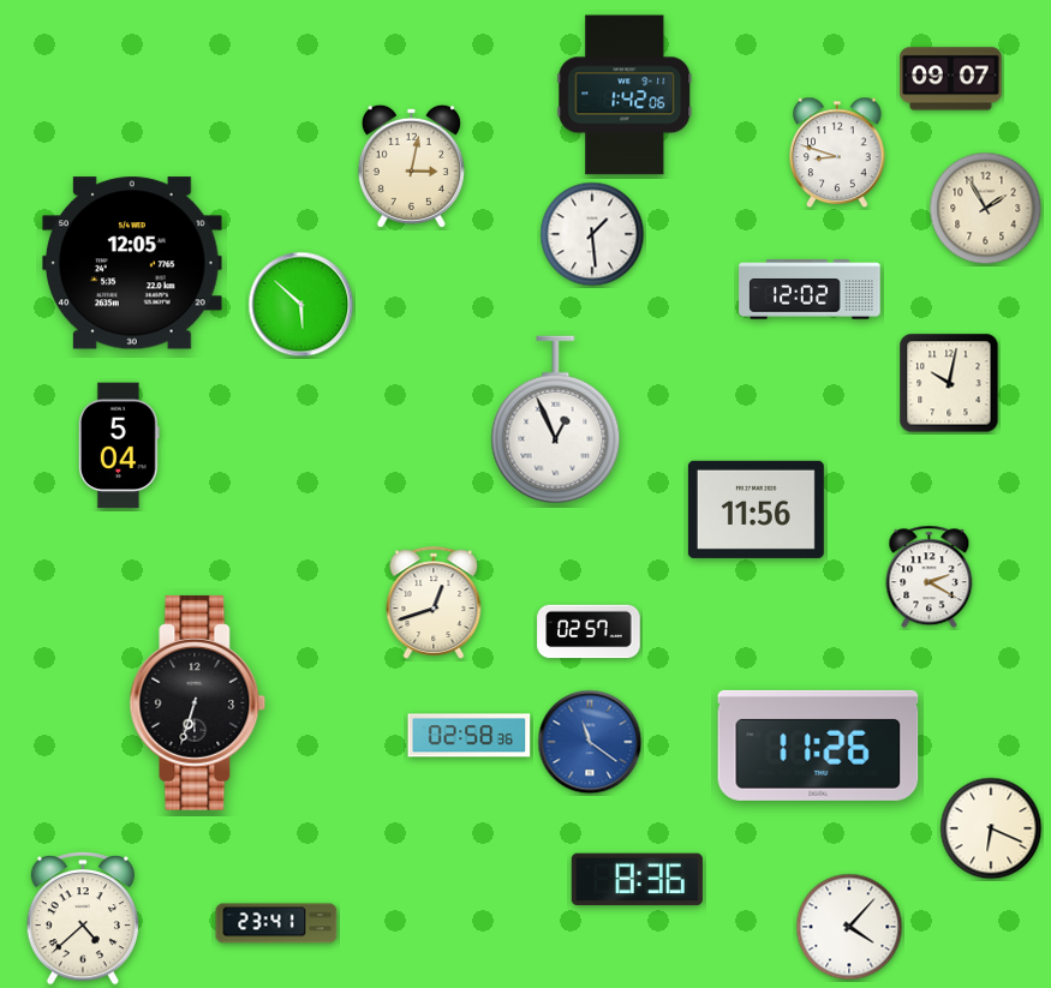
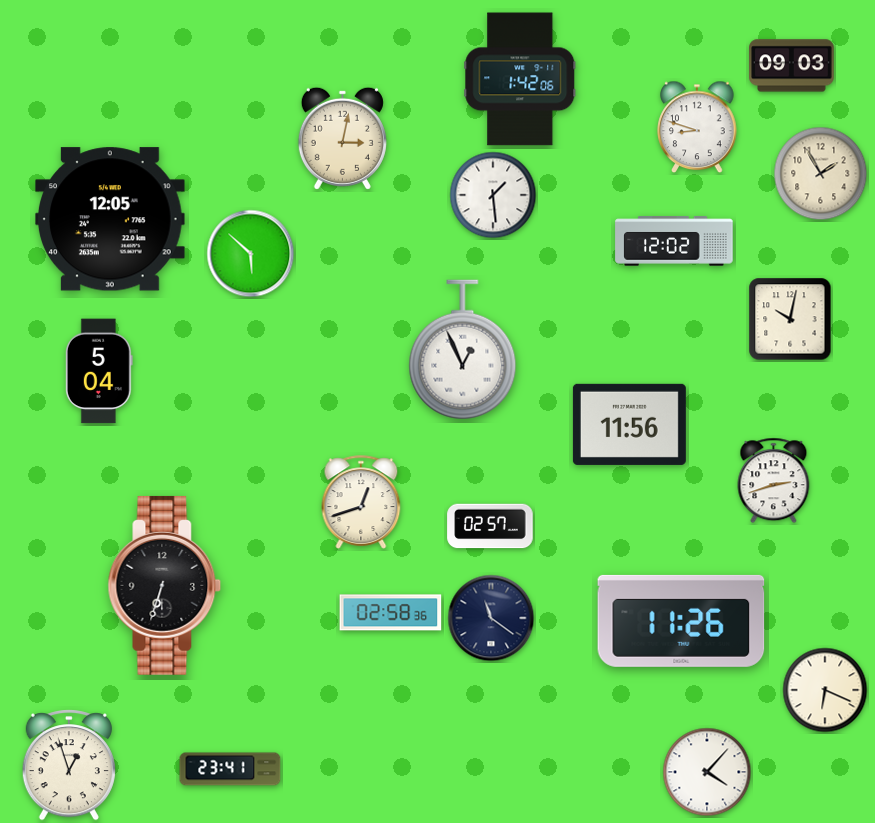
clock at (951, 79): 09:07 -> 09:03
clock at (930, 577): 2:20 -> 2:42
clock at (590, 742) dial: blue -> navy
clock at (637, 880): 8:36 -> none
clock at (83, 918): 4:38 -> 12:57
